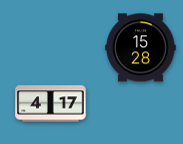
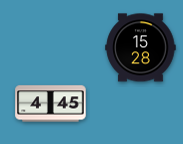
clock at (51, 104): 4:17 -> 4:45
